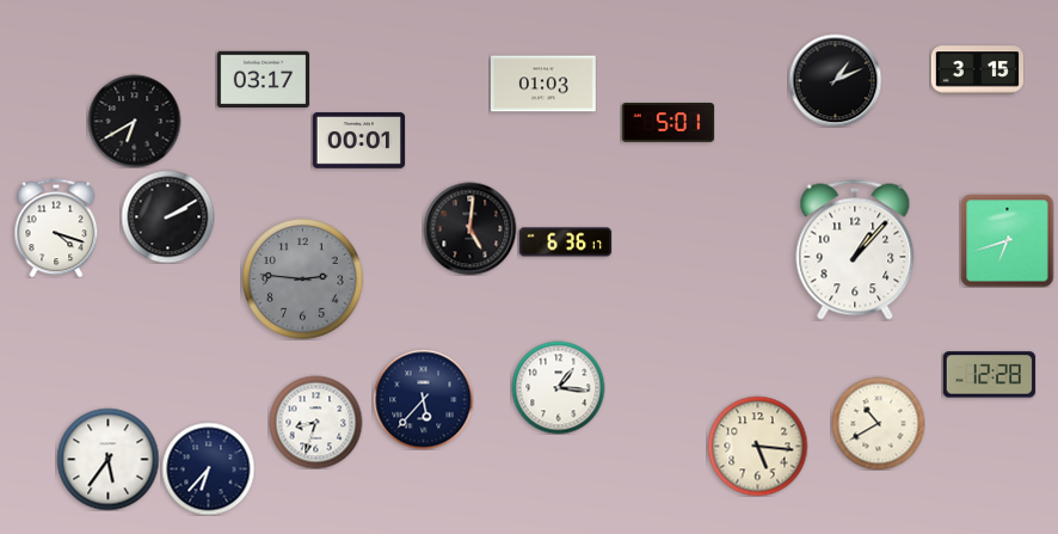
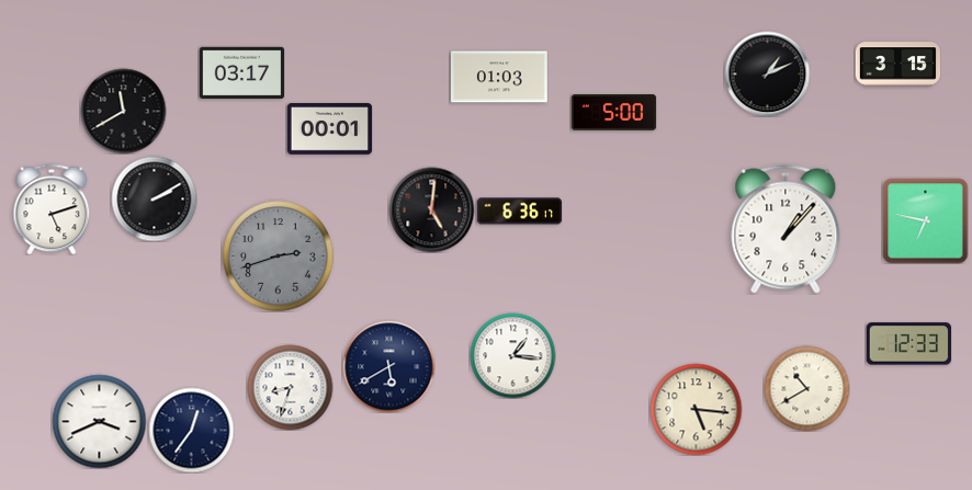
clock at (134, 121): 6:40 -> 11:40
clock at (668, 123): 5:01 -> 5:00
clock at (56, 228): 4:18 -> 5:12
clock at (1007, 240): 6:42 -> 6:47
clock at (565, 243) position: (565, 243) -> (519, 212)
clock at (303, 280): 2:46 -> 2:42
clock at (989, 375): 12:28 -> 12:33
clock at (423, 399): 5:37 -> 5:40
clock at (107, 459): 5:36 -> 3:41
clock at (208, 468): 6:37 -> 12:36
